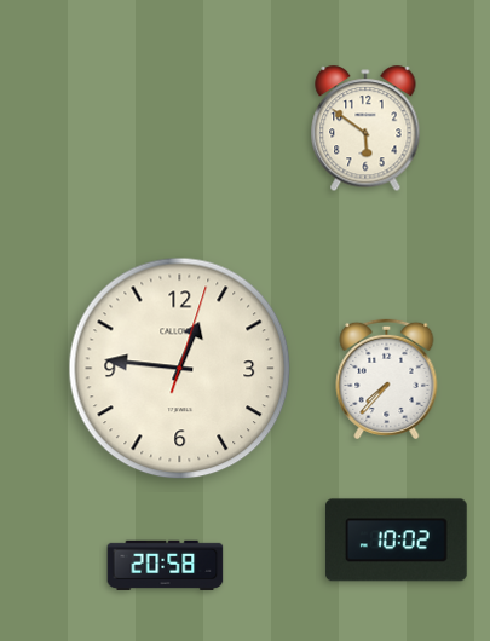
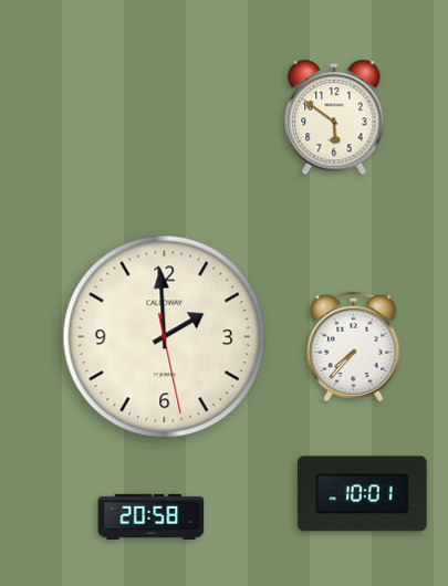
clock at (180, 369): 12:46 -> 1:59
clock at (396, 541): 10:02 -> 10:01
